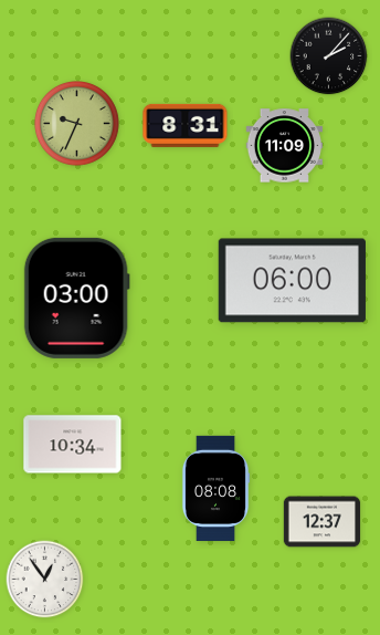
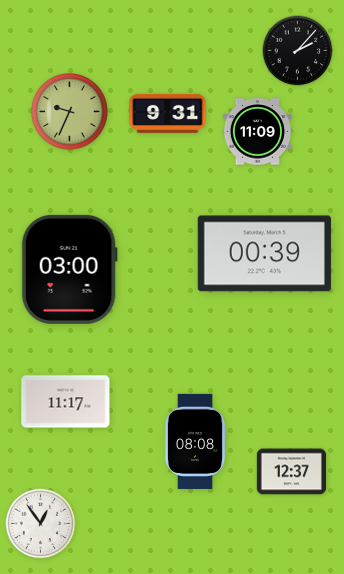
clock at (186, 125): 8:31 -> 9:31
clock at (292, 281): 06:00 -> 00:39
clock at (73, 445): 10:34 -> 11:17
